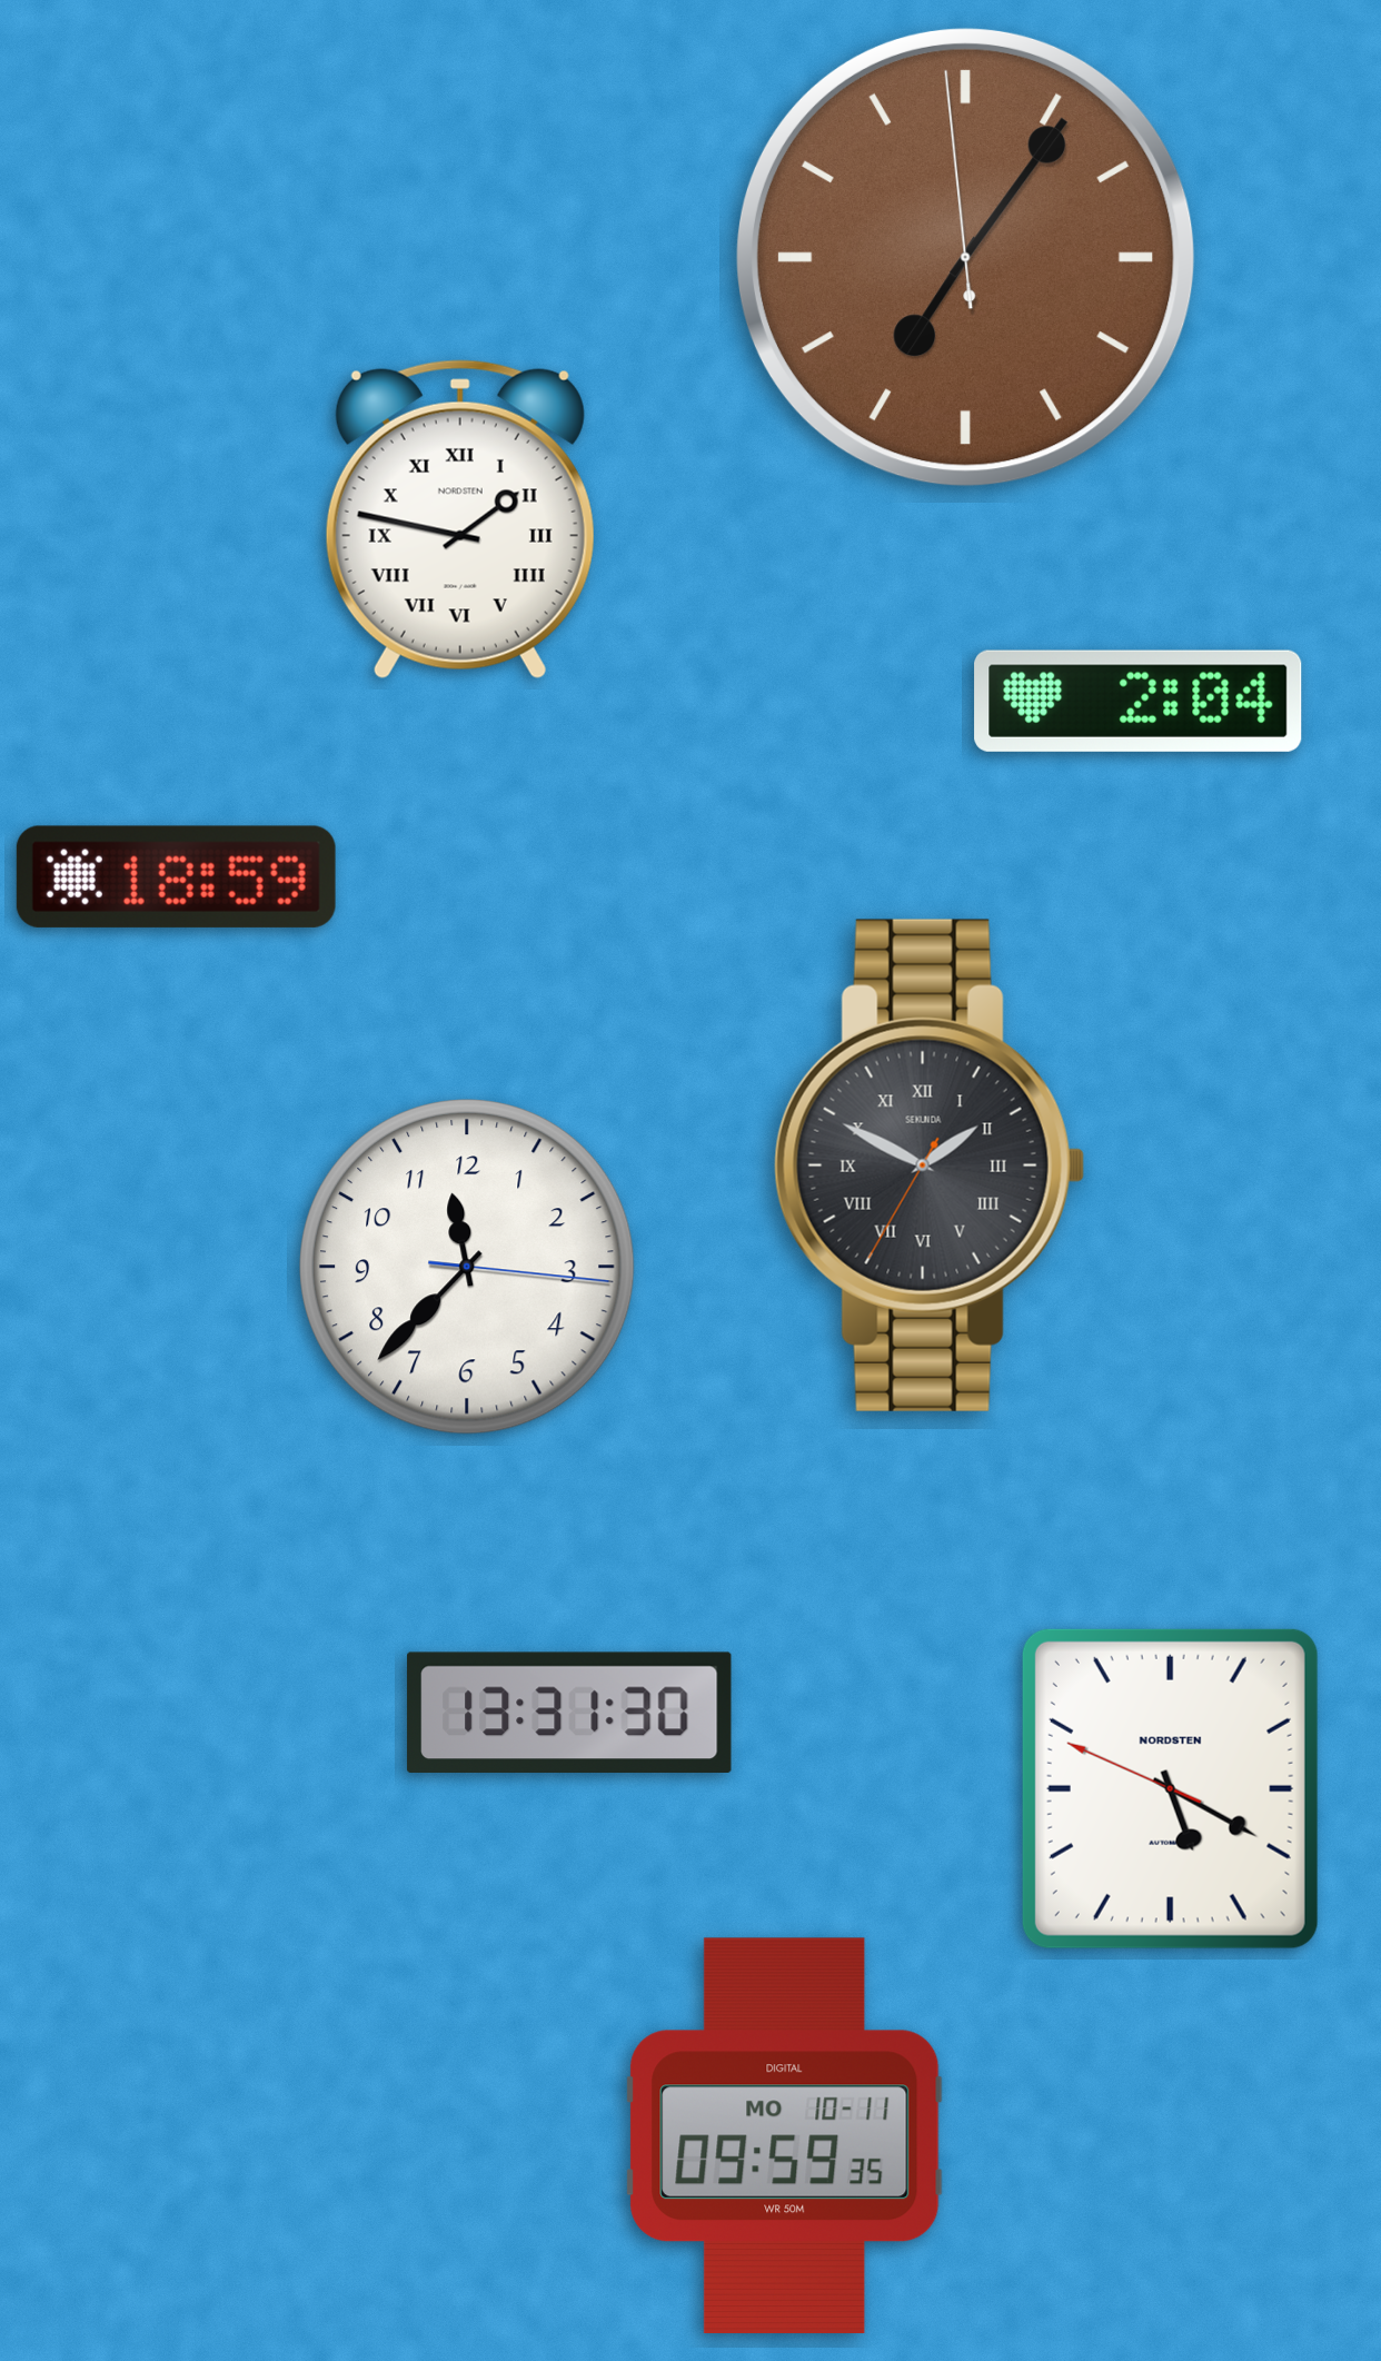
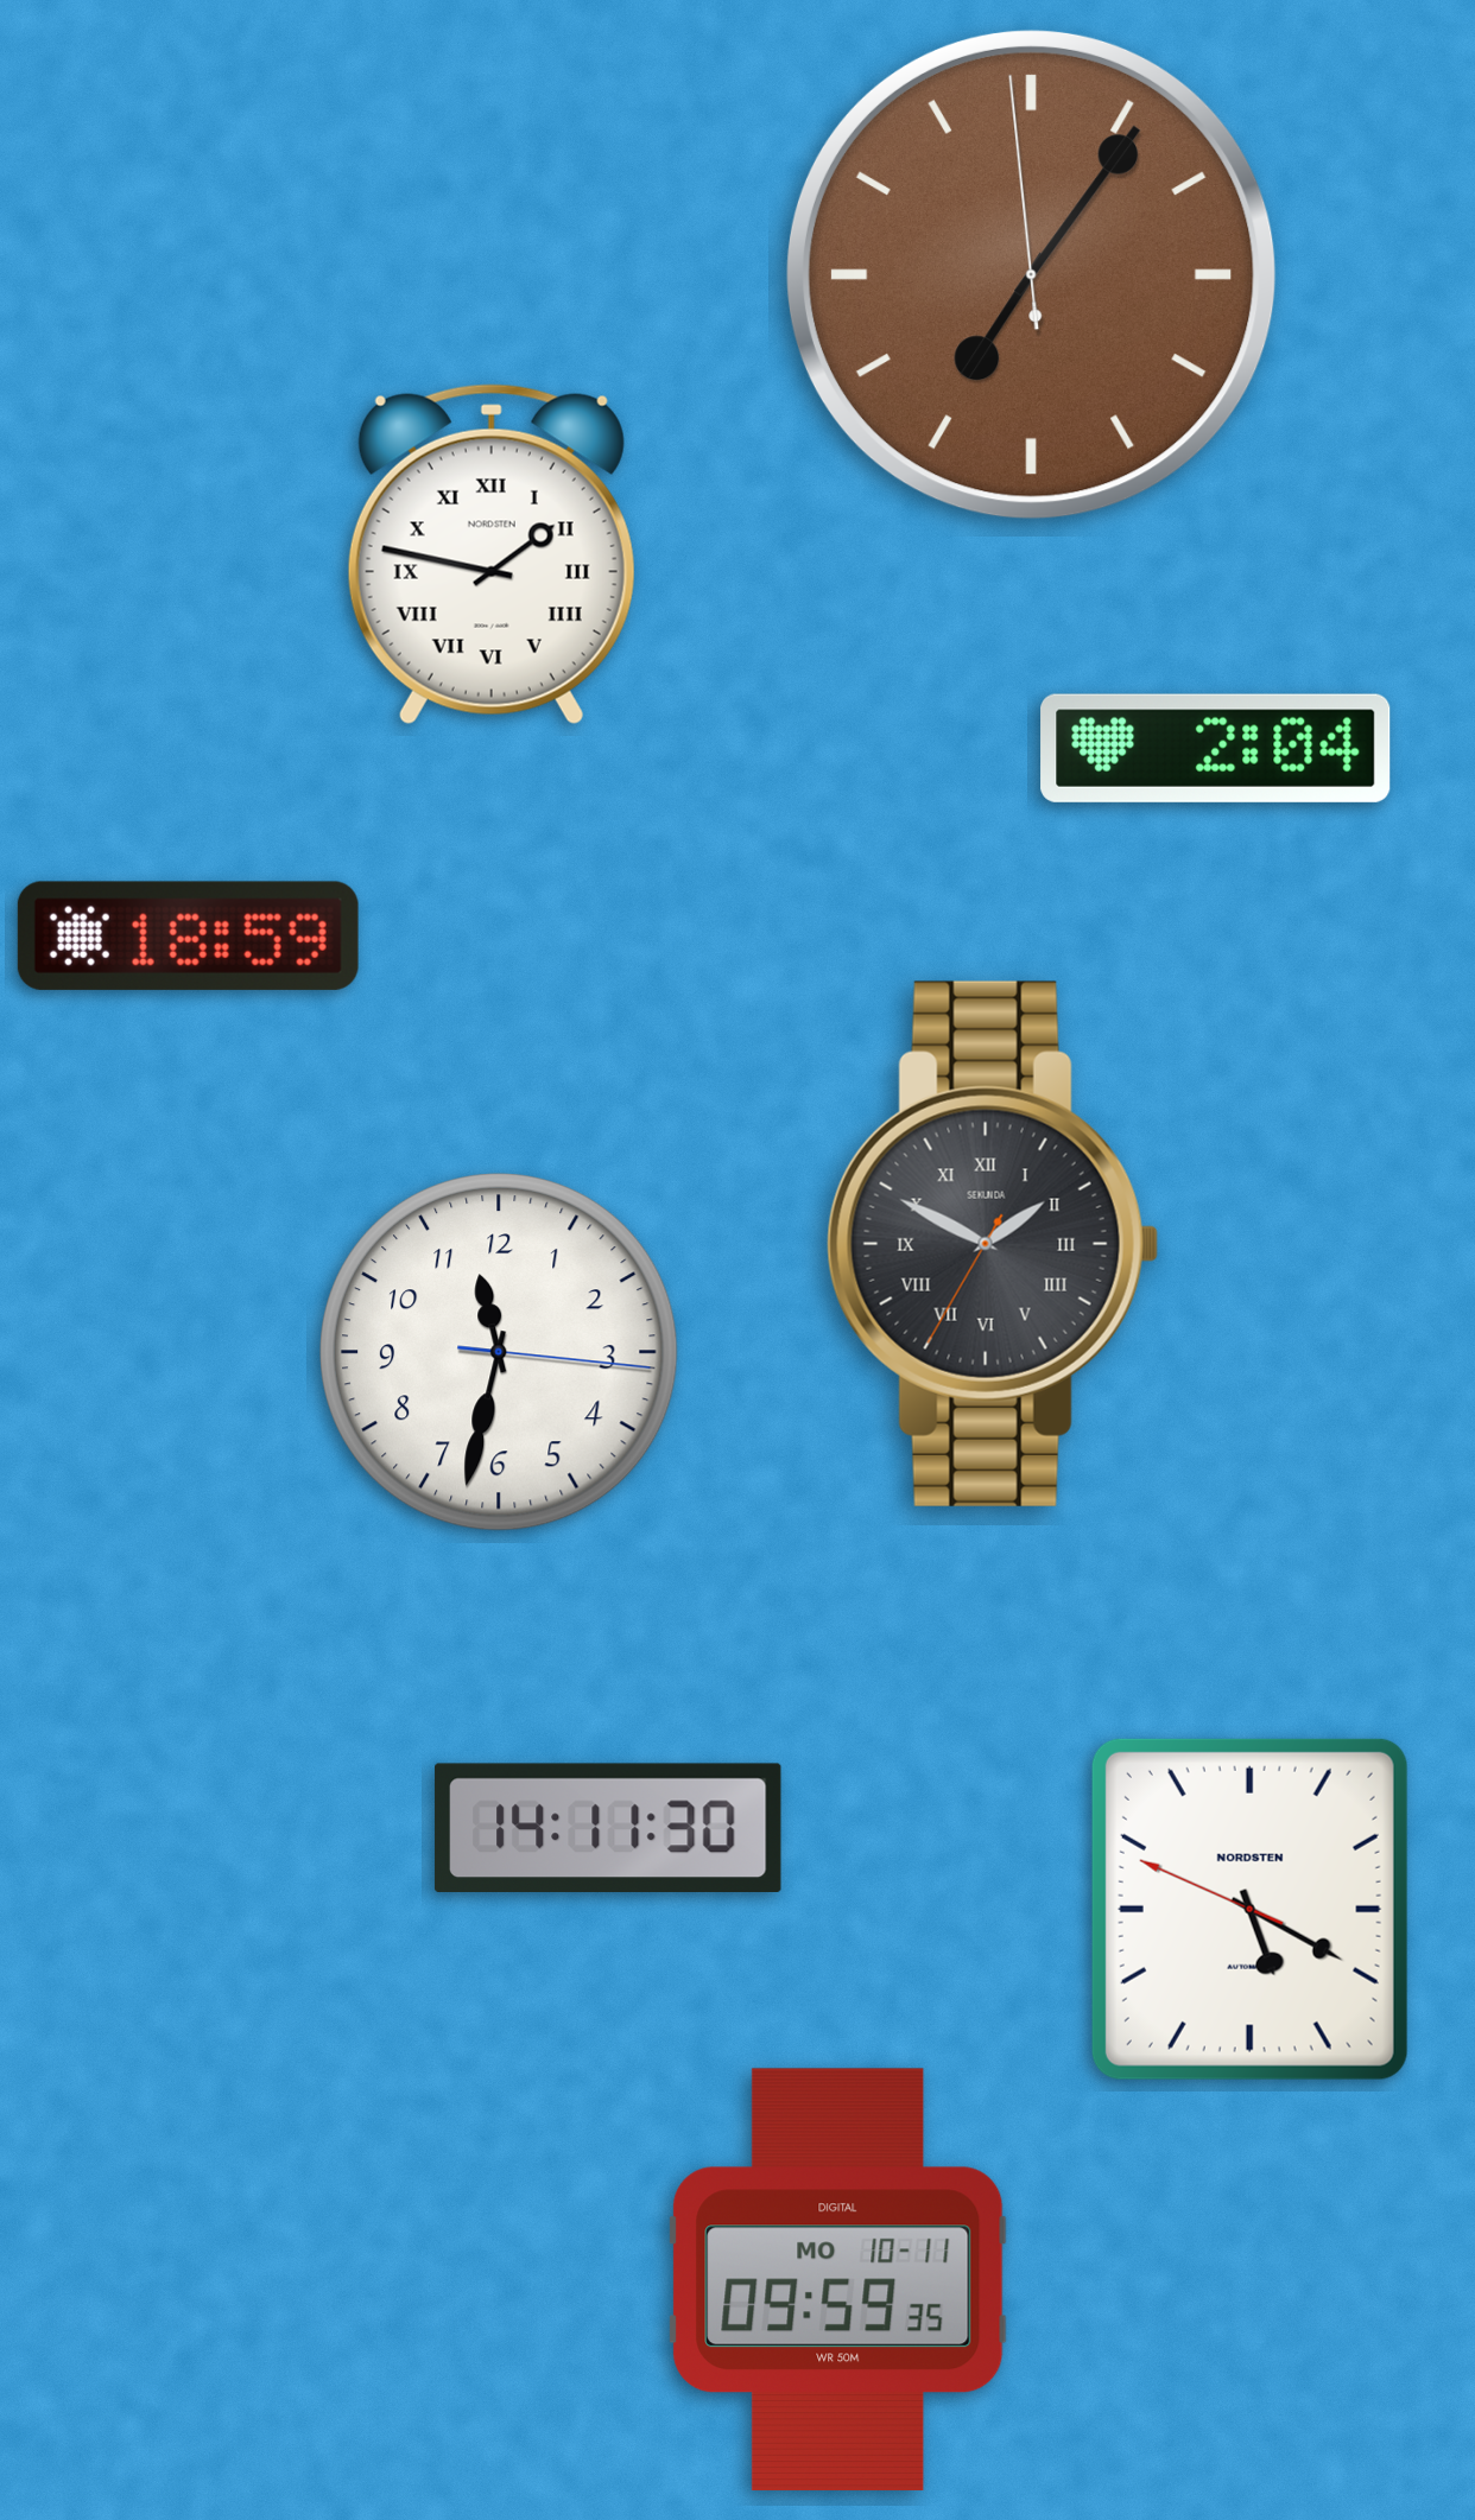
clock at (468, 1268): 11:37 -> 11:32
clock at (569, 1712): 13:31 -> 14:11
